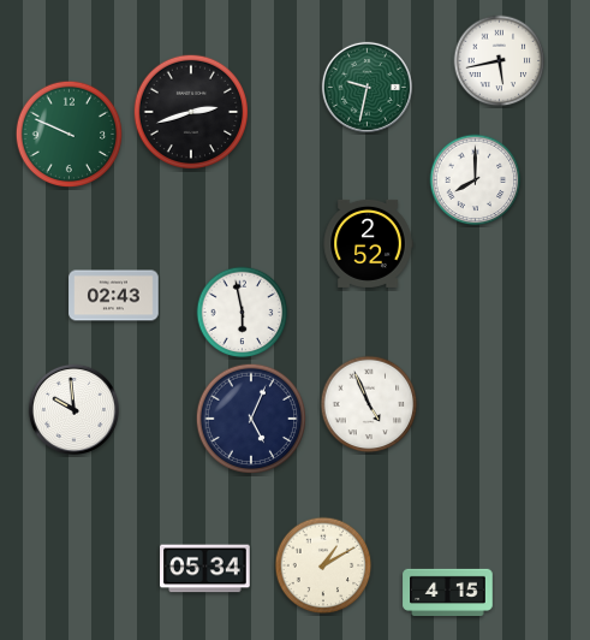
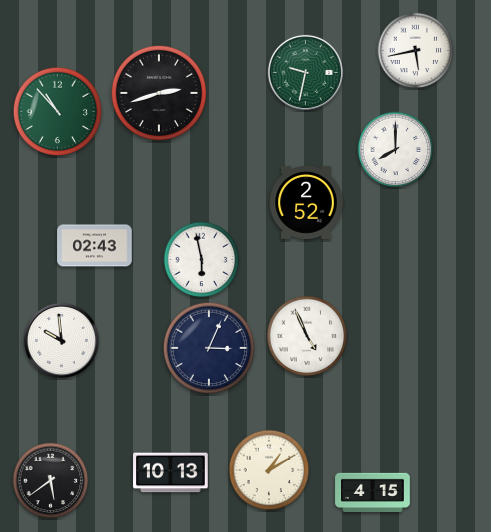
clock at (70, 135): 9:49 -> 10:53
clock at (251, 419): 5:04 -> 3:04
clock at (205, 569): 05:34 -> 10:13
clock at (51, 481): none -> 5:39
